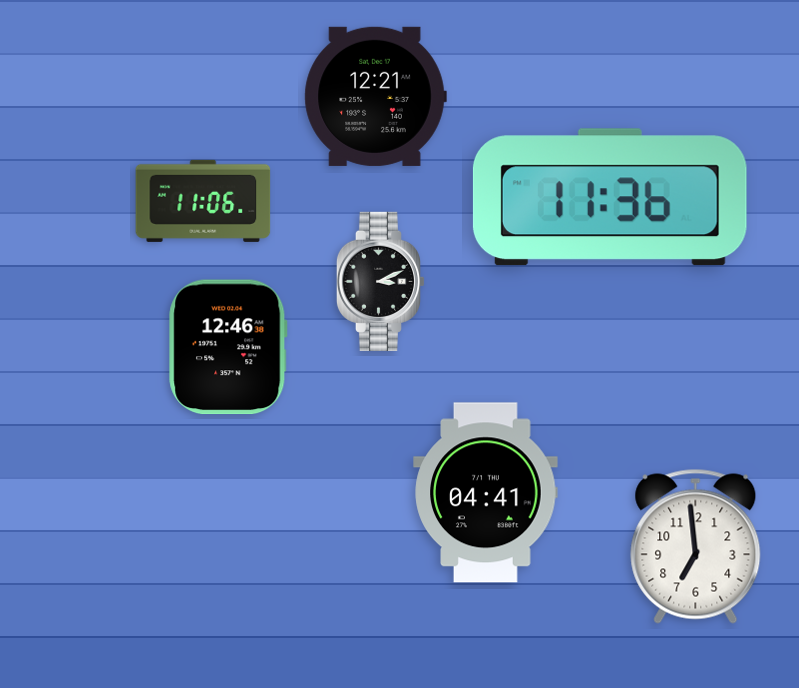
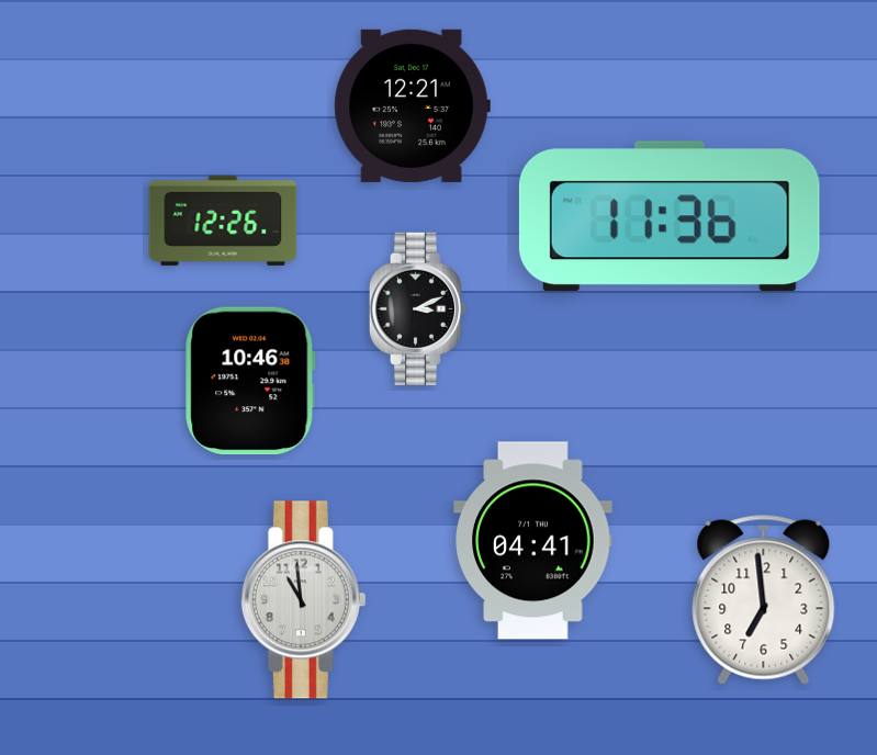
clock at (203, 201): 11:06 -> 12:26
clock at (228, 347): 12:46 -> 10:46
clock at (303, 600): none -> 10:59
